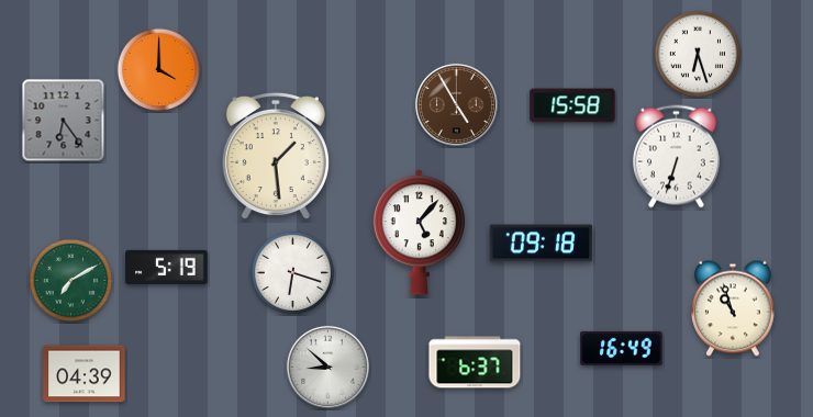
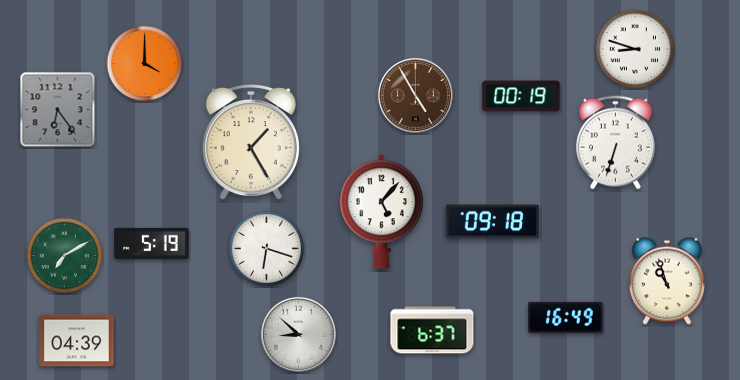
clock at (698, 54): 6:27 -> 8:48
clock at (572, 105): 15:58 -> 00:19
clock at (276, 156): 1:29 -> 1:25
